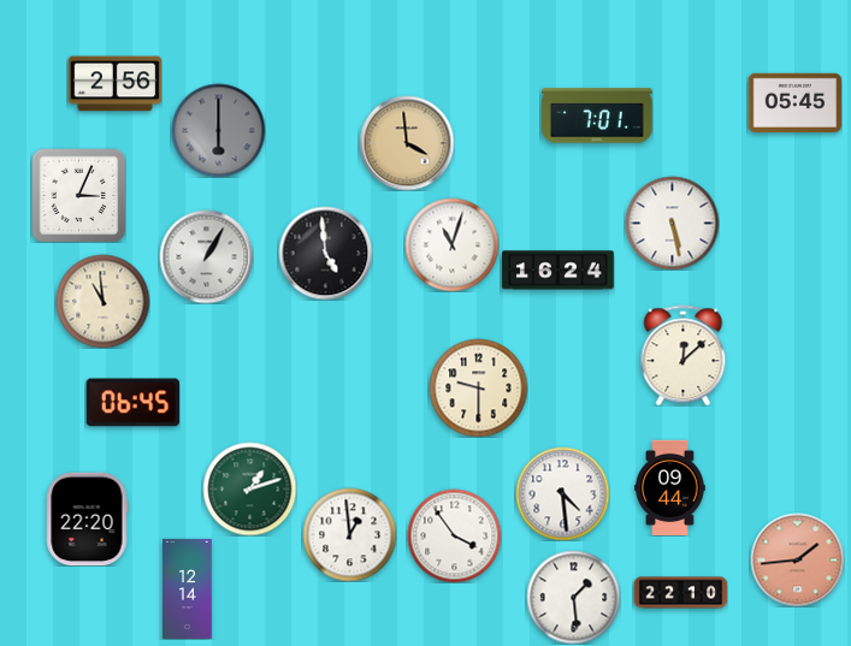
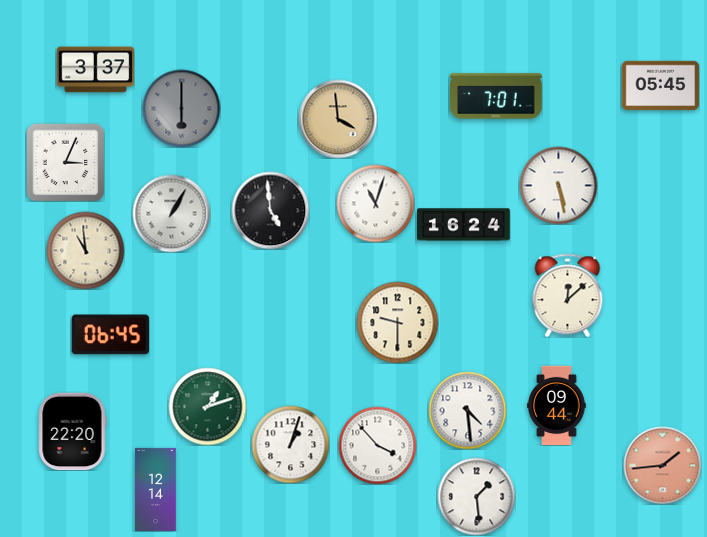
clock at (114, 84): 2:56 -> 3:37
clock at (349, 534): 12:59 -> 1:03
clock at (454, 535): 3:54 -> 3:53
clock at (680, 593): 22:10 -> none
